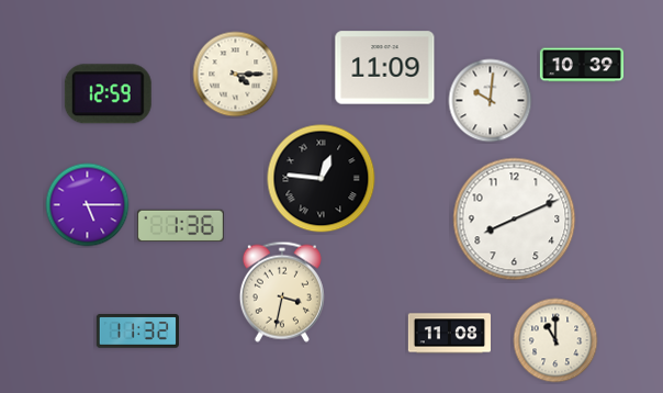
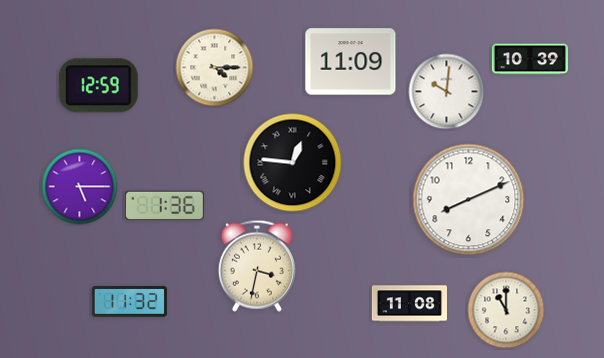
clock at (137, 332) position: (137, 332) -> (129, 302)
